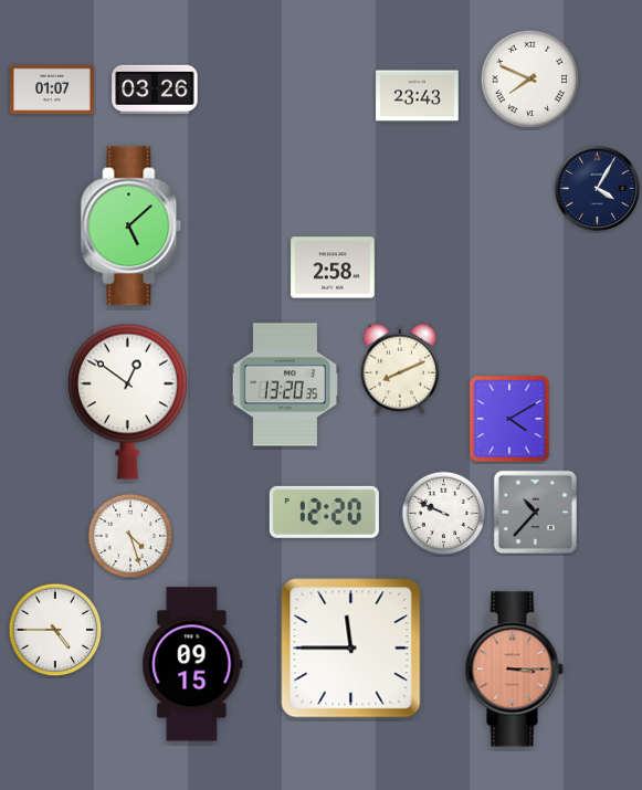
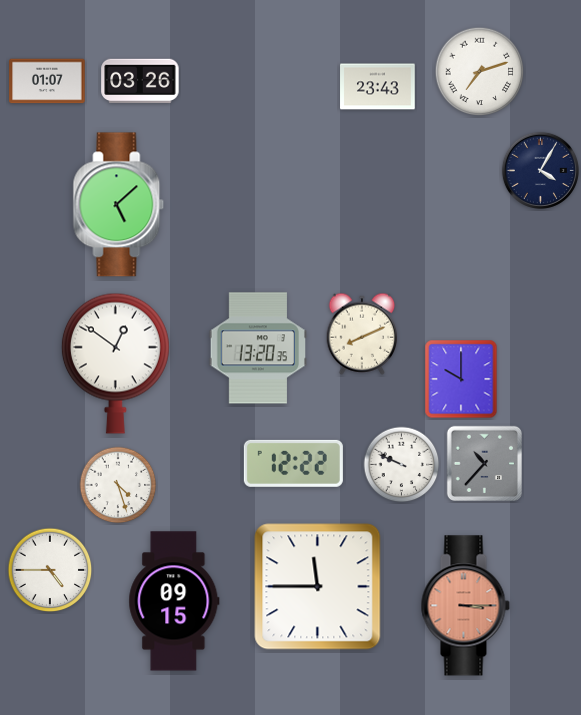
clock at (530, 80): 7:49 -> 7:12
clock at (333, 267): 2:58 -> none
clock at (509, 419): 4:10 -> 10:00
clock at (324, 512): 12:20 -> 12:22
